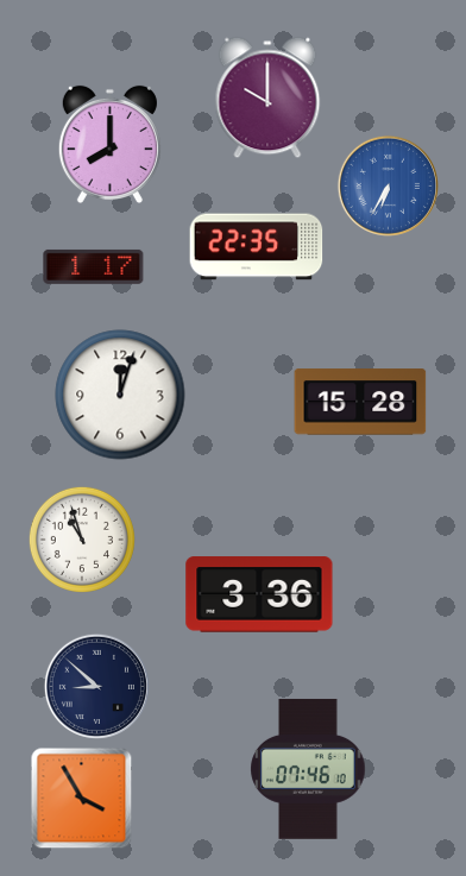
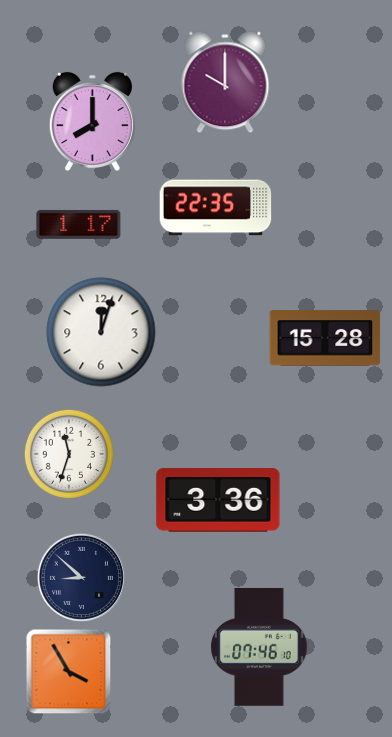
clock at (388, 185): 6:35 -> none
clock at (360, 402) position: (360, 402) -> (325, 338)
clock at (82, 540): 10:57 -> 11:33
